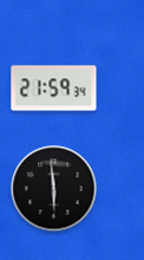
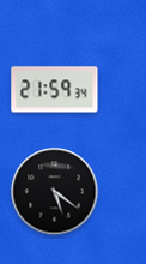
clock at (54, 189): 5:59 -> 5:21
